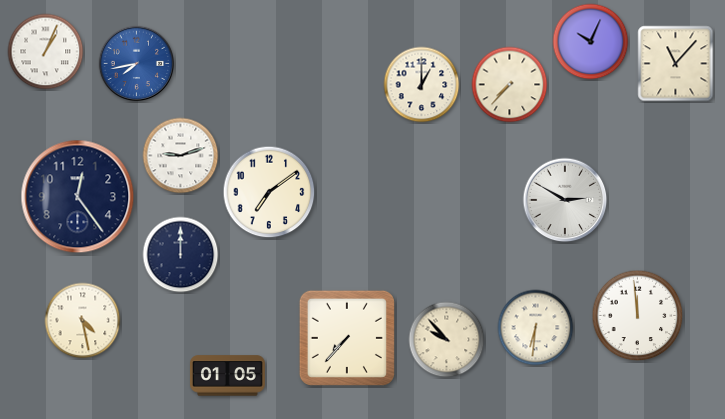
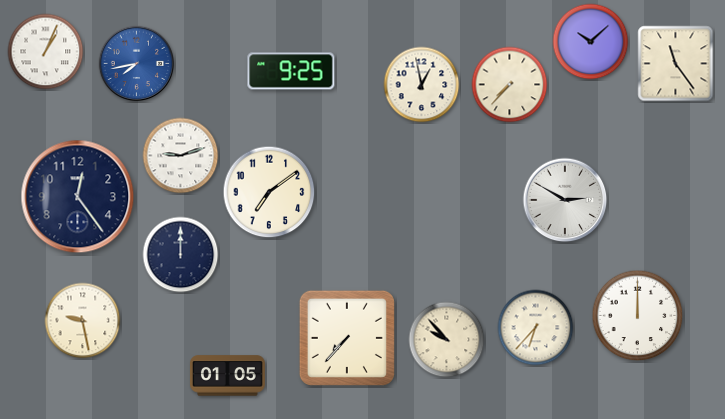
clock at (591, 42): 10:04 -> 10:08
clock at (676, 64): 11:07 -> 11:24
clock at (291, 71): none -> 9:25
clock at (422, 85): 1:00 -> 12:58
clock at (638, 316): 11:59 -> 12:00
clock at (83, 321): 4:28 -> 9:28
clock at (536, 328): 6:31 -> 6:37
